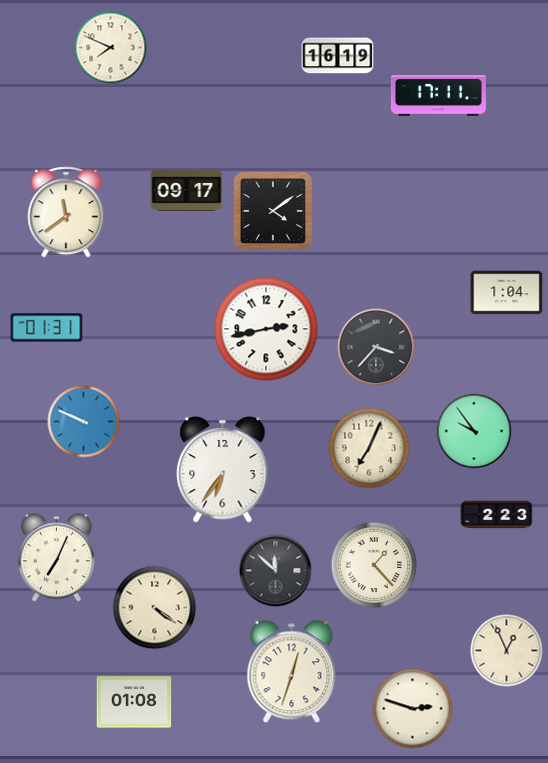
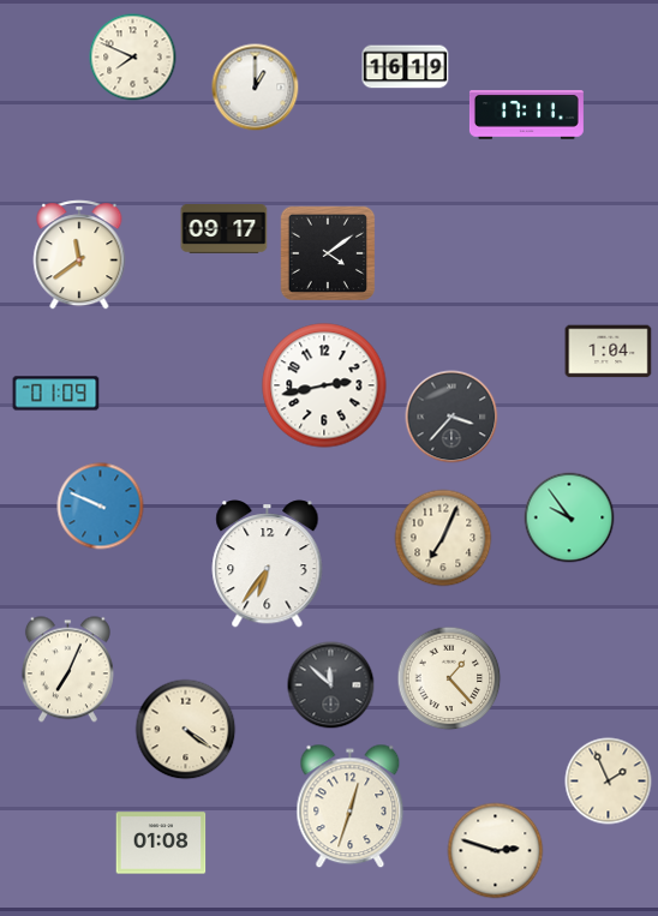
clock at (256, 88): none -> 1:00
clock at (47, 328): 01:31 -> 01:09
clock at (266, 329) position: (266, 329) -> (324, 385)
clock at (497, 515): 2:23 -> none
clock at (507, 651): 12:56 -> 1:56
